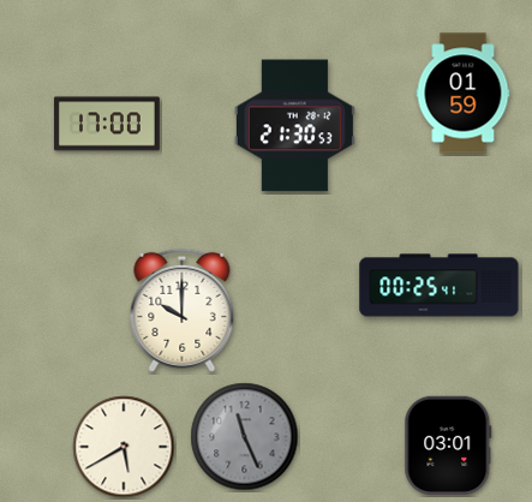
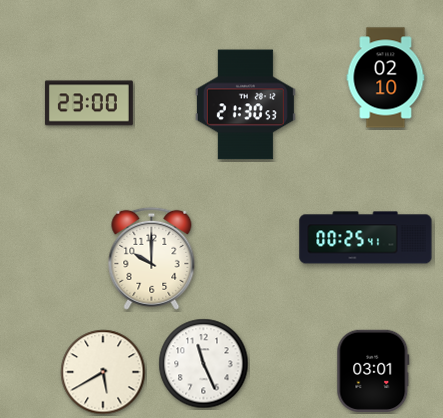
clock at (464, 94): 01:59 -> 02:10
clock at (107, 124): 17:00 -> 23:00
clock at (245, 437) dial: grey -> white
